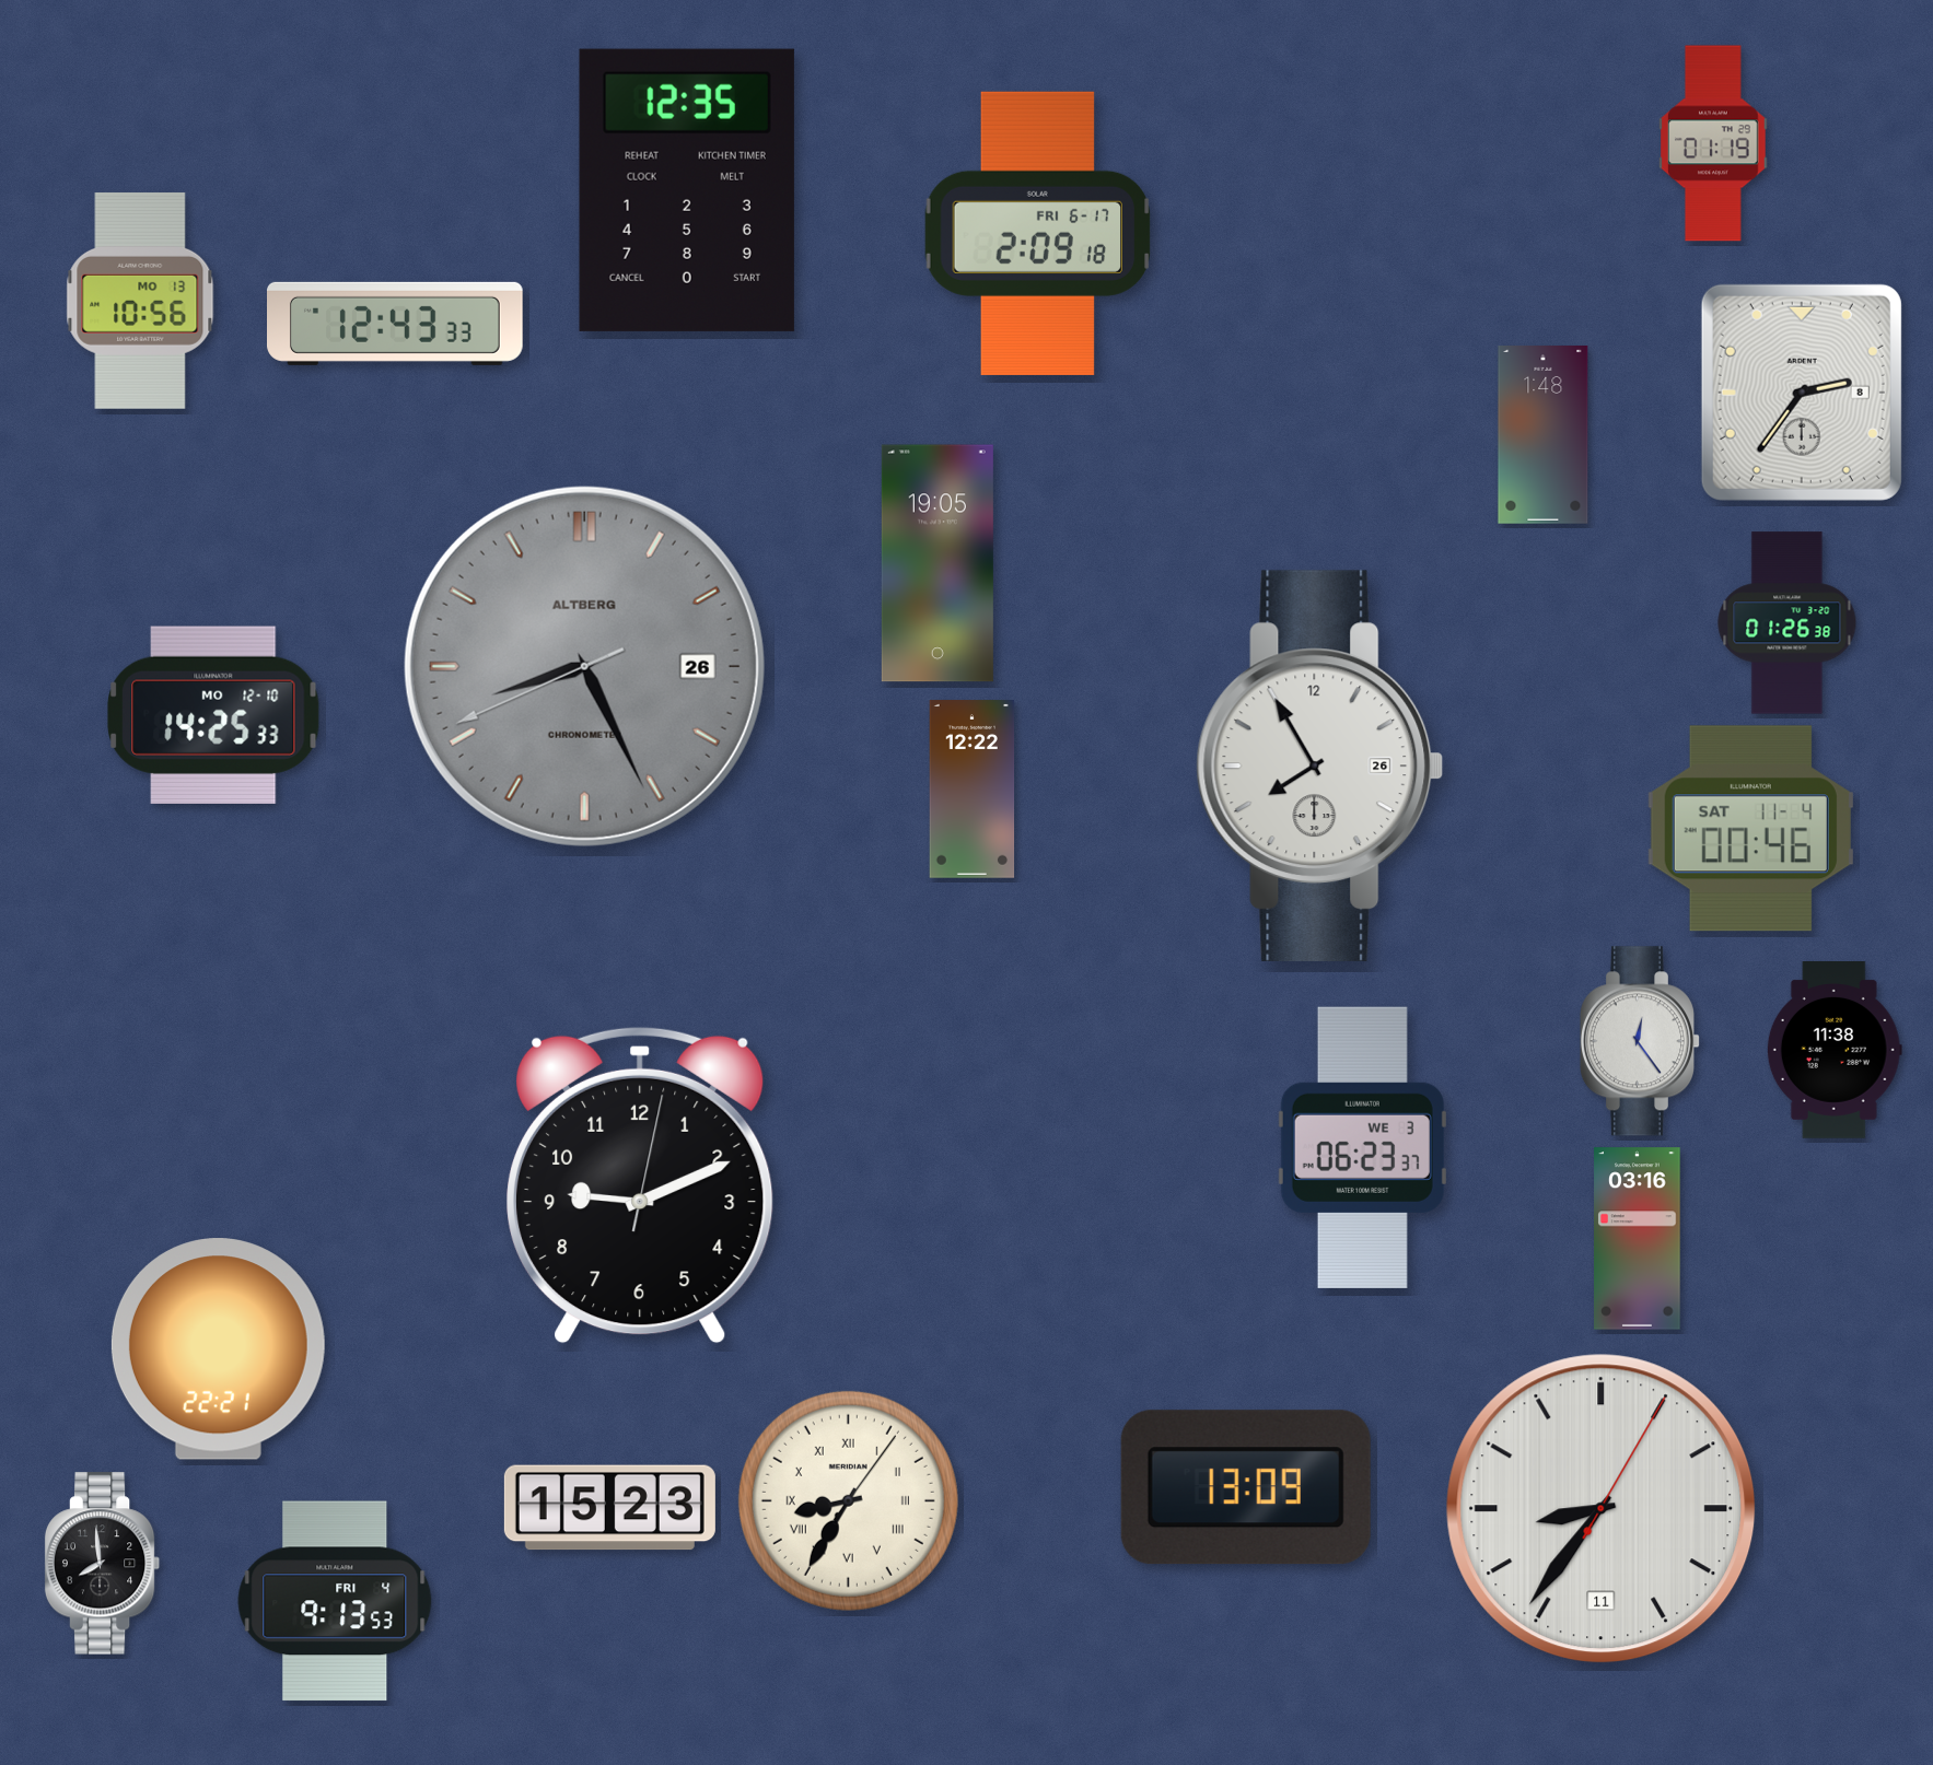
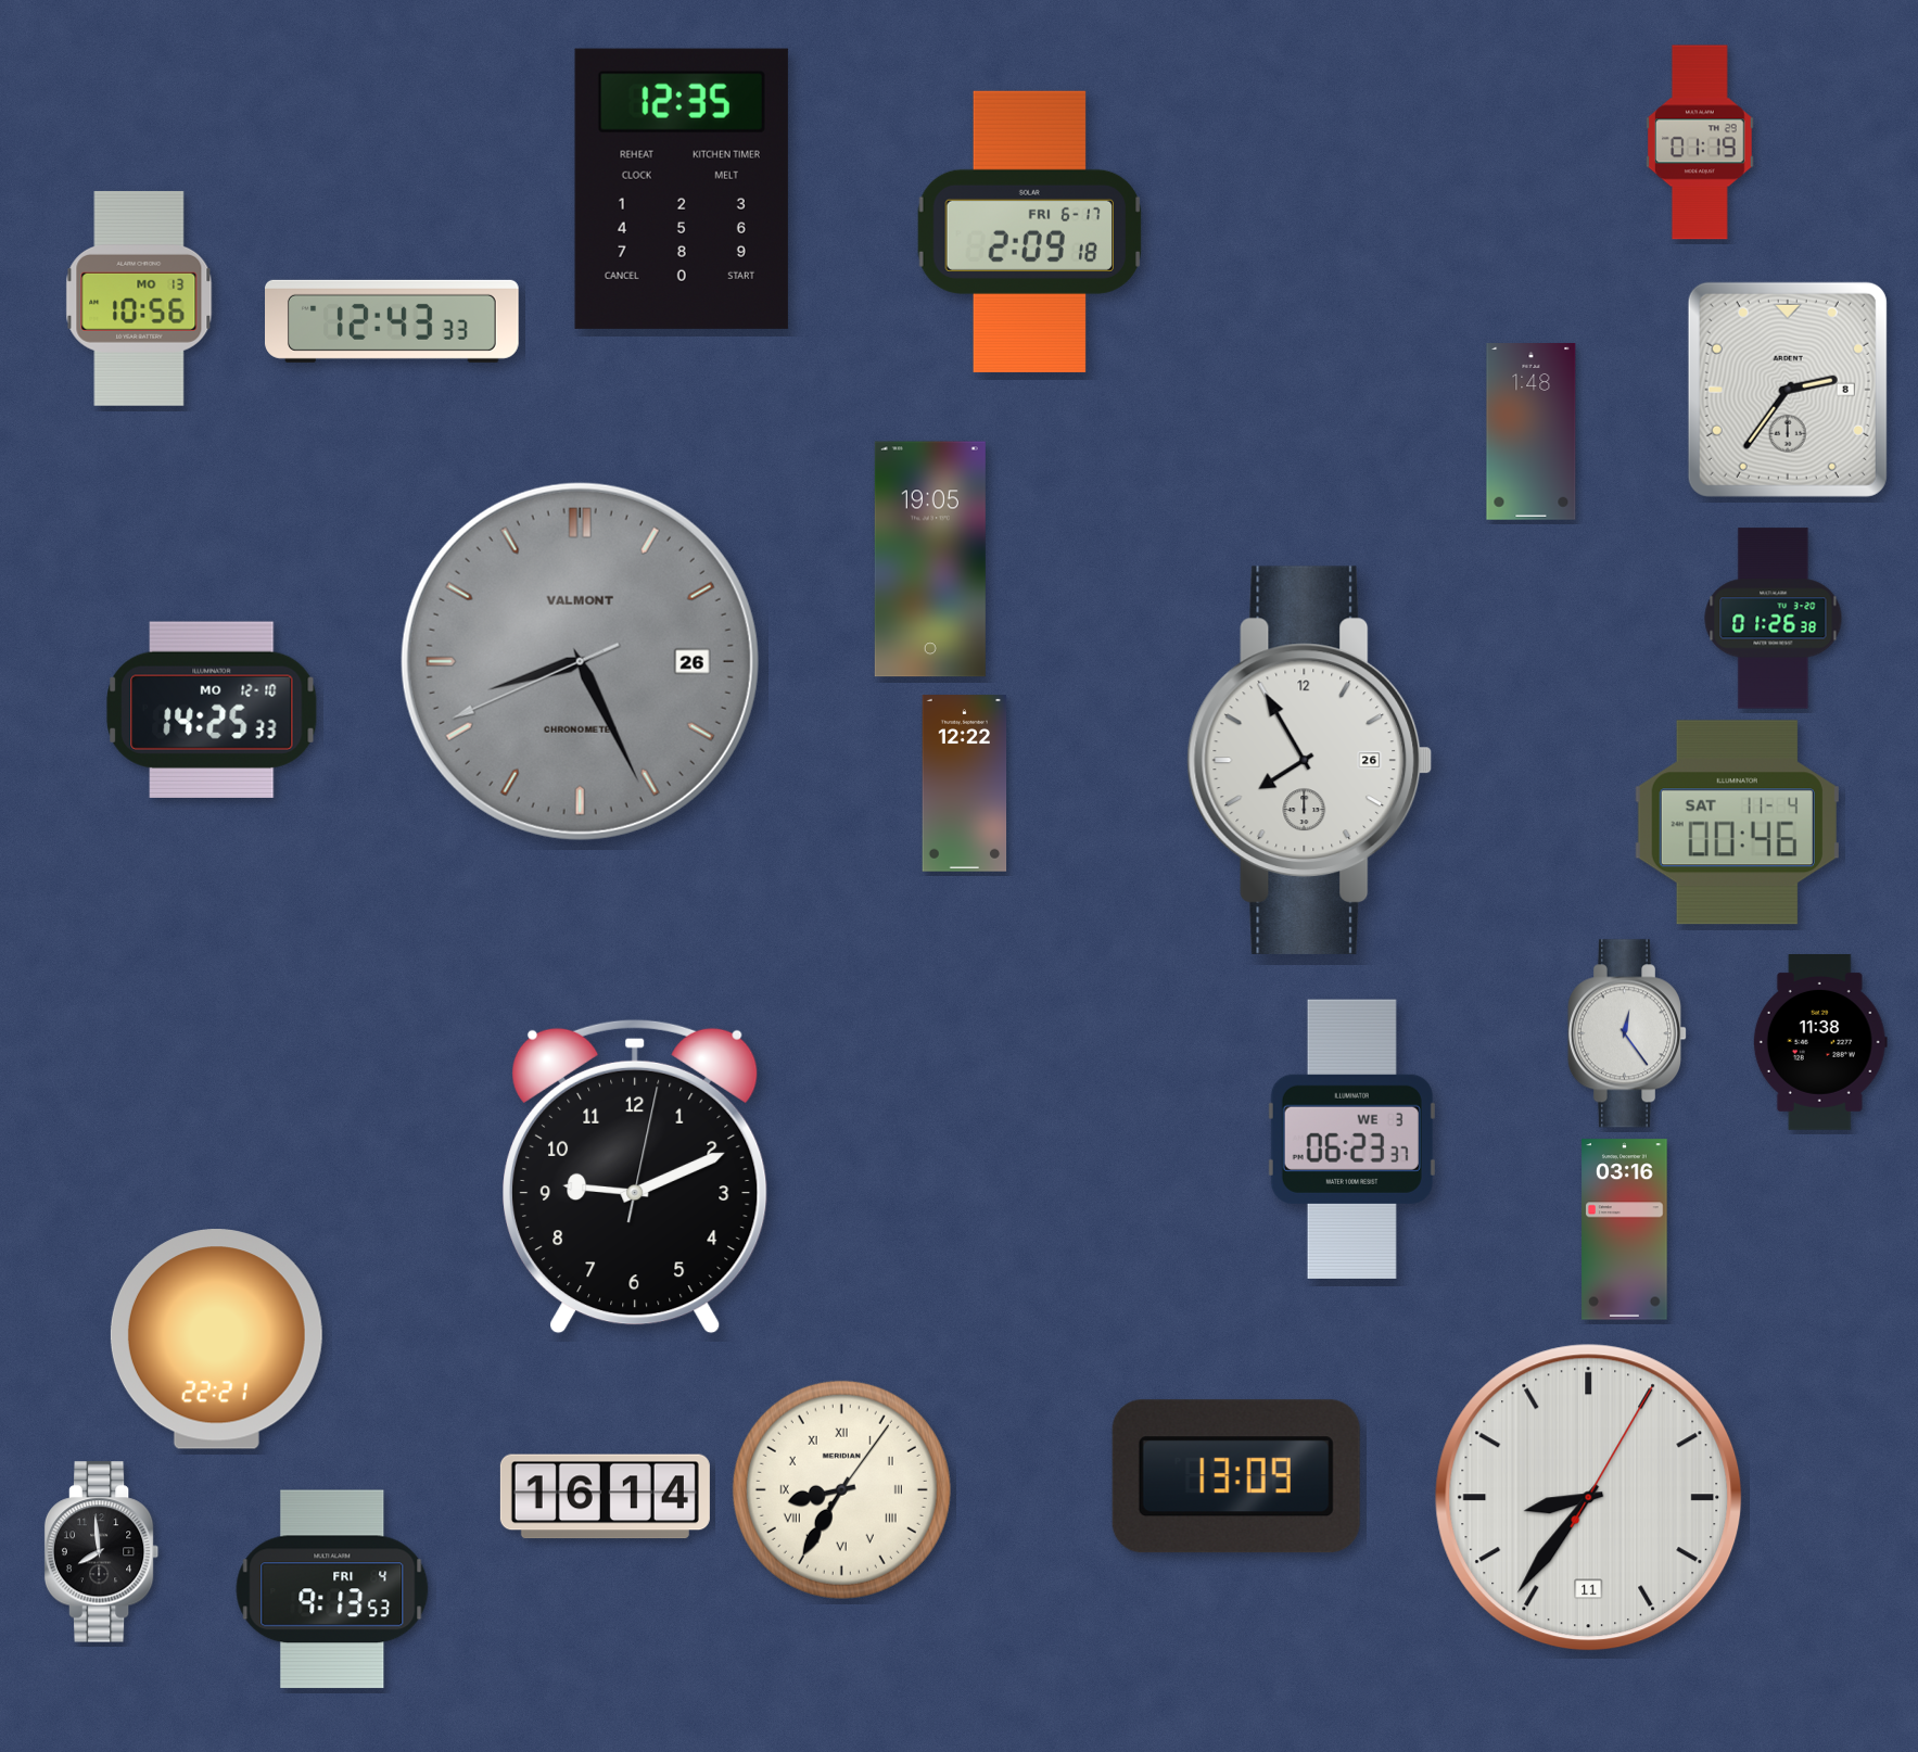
clock at (584, 666) brand: ALTBERG -> VALMONT
clock at (609, 1508): 15:23 -> 16:14
